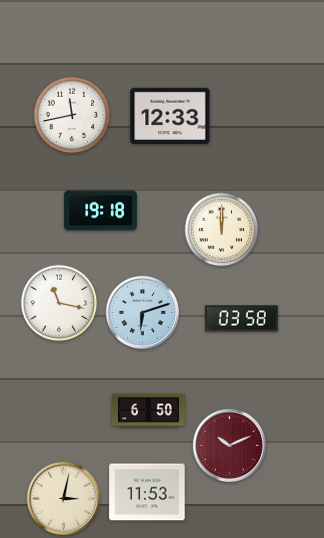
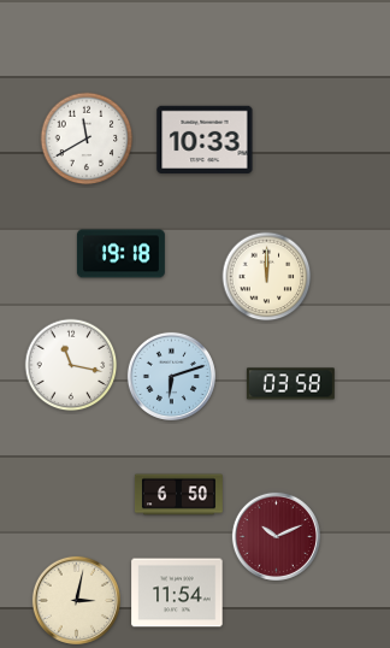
clock at (72, 115): 11:43 -> 11:40
clock at (170, 115): 12:33 -> 10:33
clock at (147, 492): 11:53 -> 11:54
